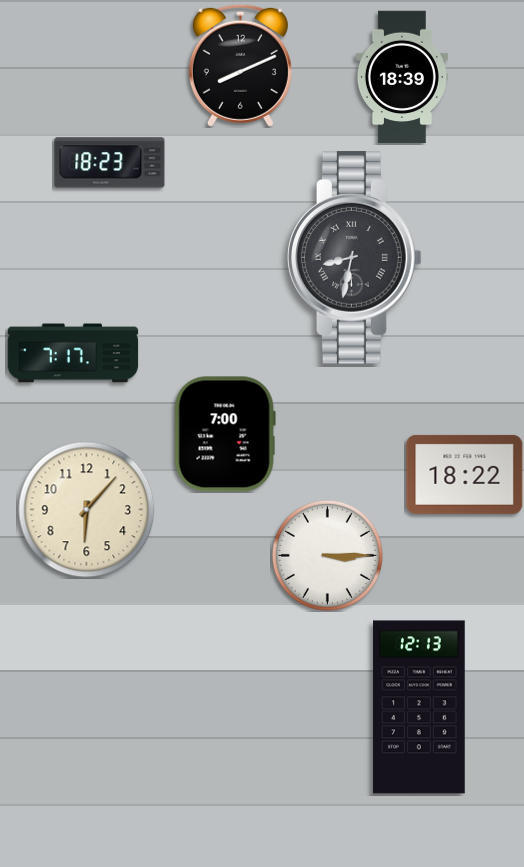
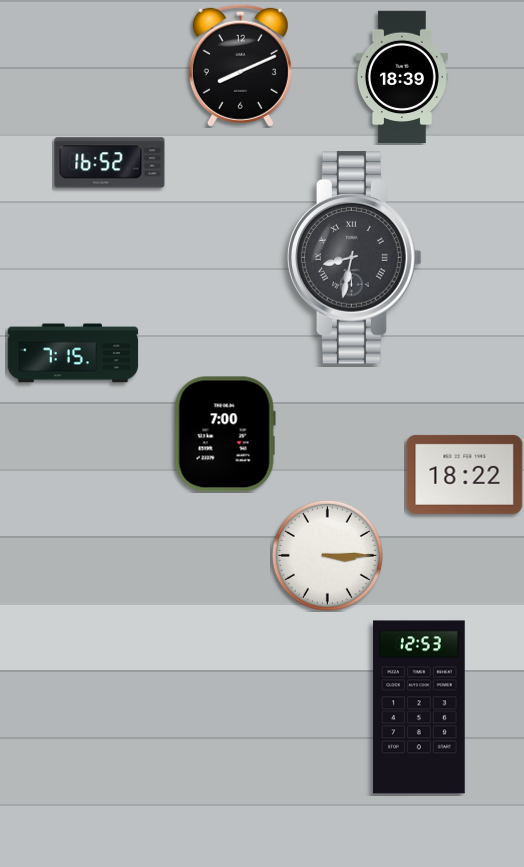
clock at (110, 163): 18:23 -> 16:52
clock at (73, 353): 7:17 -> 7:15
clock at (87, 510): 6:07 -> none
clock at (419, 707): 12:13 -> 12:53
